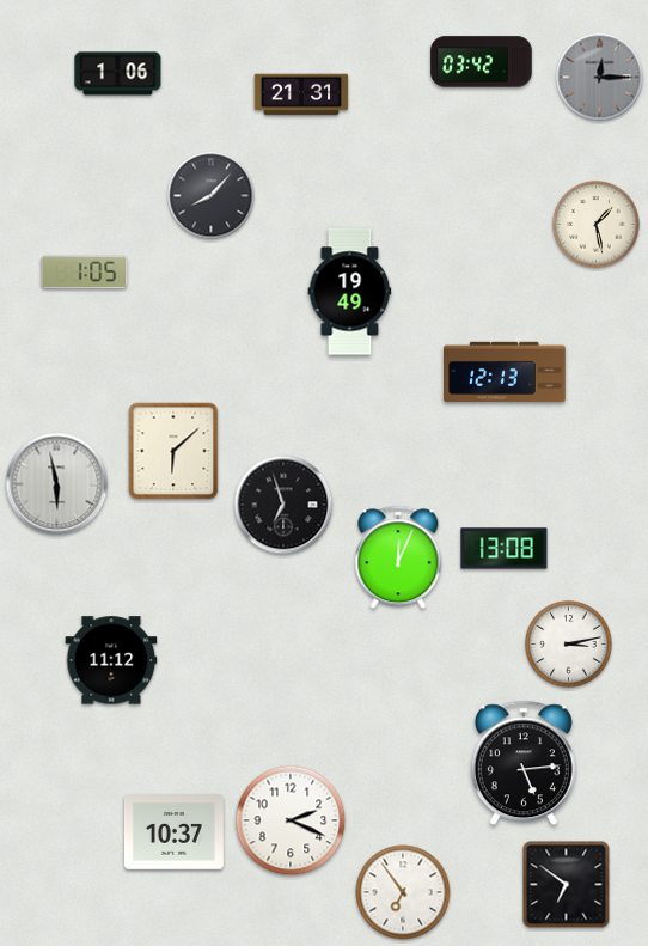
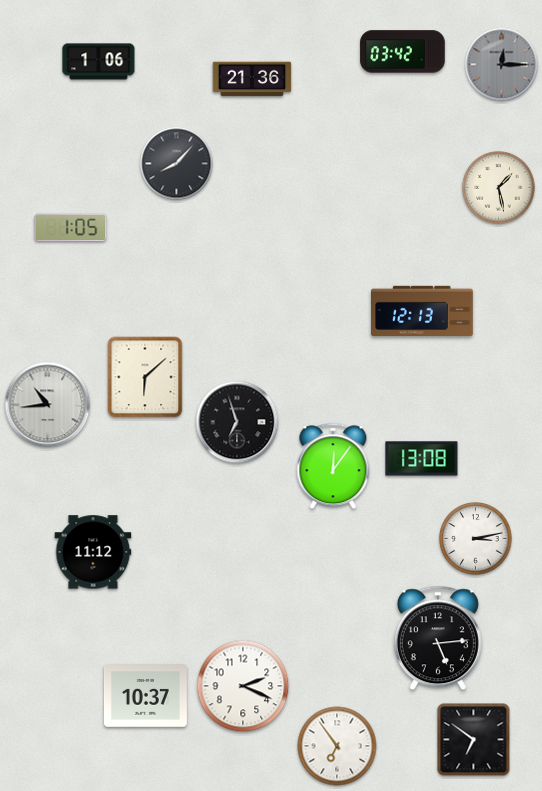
clock at (301, 94): 21:31 -> 21:36
clock at (350, 292): 19:49 -> none
clock at (57, 484): 5:58 -> 10:44
clock at (398, 557): 12:04 -> 12:06
